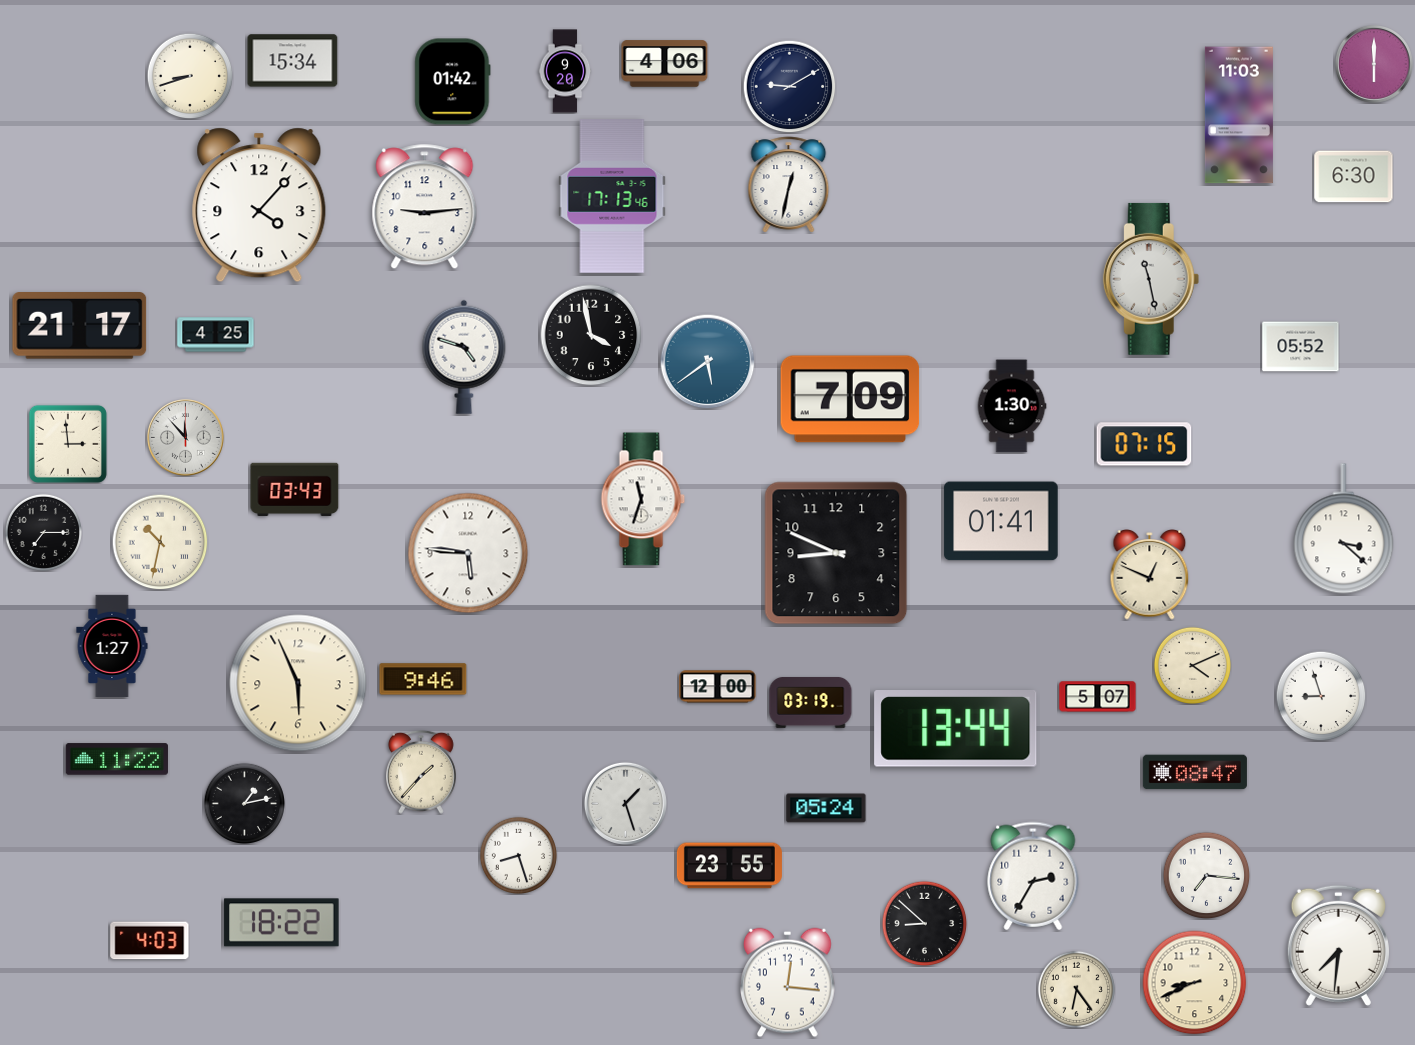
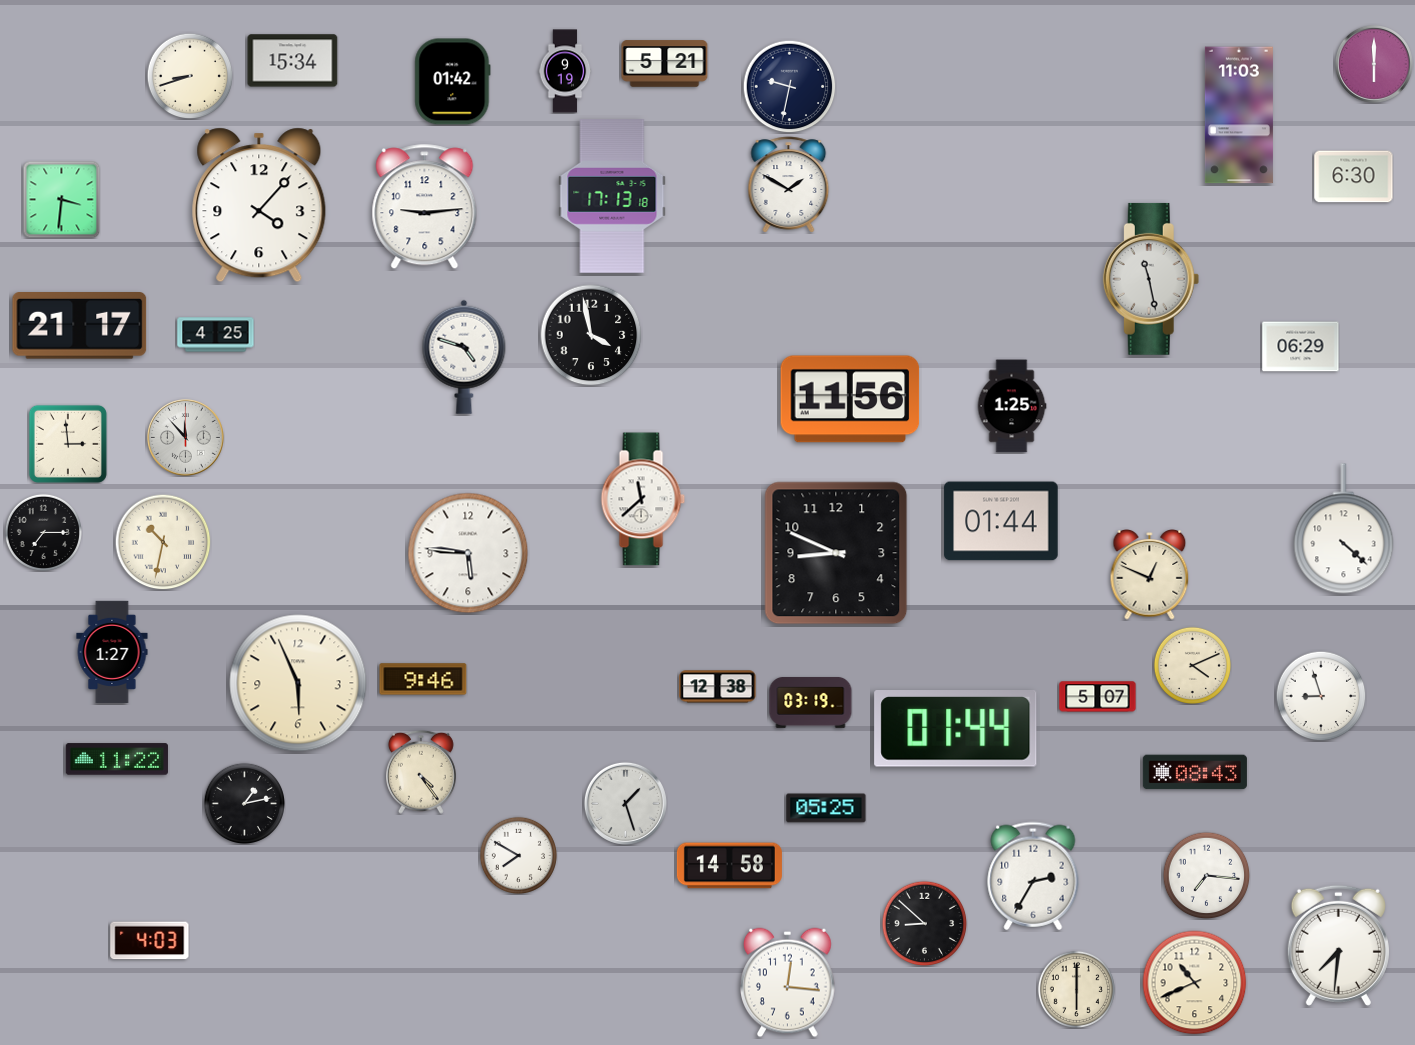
clock at (665, 64): 4:06 -> 5:21
clock at (565, 71): 9:20 -> 9:19
clock at (789, 86): 9:10 -> 9:32
clock at (789, 185): 12:32 -> 1:50
clock at (612, 196): 17:13:46 -> 17:13:18
clock at (61, 199): none -> 3:31
clock at (1301, 347): 05:52 -> 06:29
clock at (707, 361): 5:39 -> none
clock at (850, 399): 7:09 -> 11:56
clock at (1012, 406): 1:30 -> 1:25
clock at (1144, 444): 07:15 -> none
clock at (295, 489): 03:43 -> none
clock at (643, 499): 11:33 -> 11:38
clock at (1001, 521): 01:41 -> 01:44
clock at (1344, 529): 3:22 -> 4:22
clock at (160, 542) position: (160, 542) -> (163, 542)
clock at (112, 645) position: (112, 645) -> (112, 651)
clock at (718, 687): 12:00 -> 12:38
clock at (956, 729): 13:44 -> 01:44
clock at (421, 772): 1:37 -> 4:24
clock at (1195, 772): 08:47 -> 08:43
clock at (826, 808): 05:24 -> 05:25
clock at (518, 855): 8:27 -> 7:50
clock at (729, 866): 23:55 -> 14:58
clock at (282, 923): 18:22 -> none
clock at (1195, 983): 8:41 -> 10:41
clock at (1076, 989): 6:24 -> 6:00
